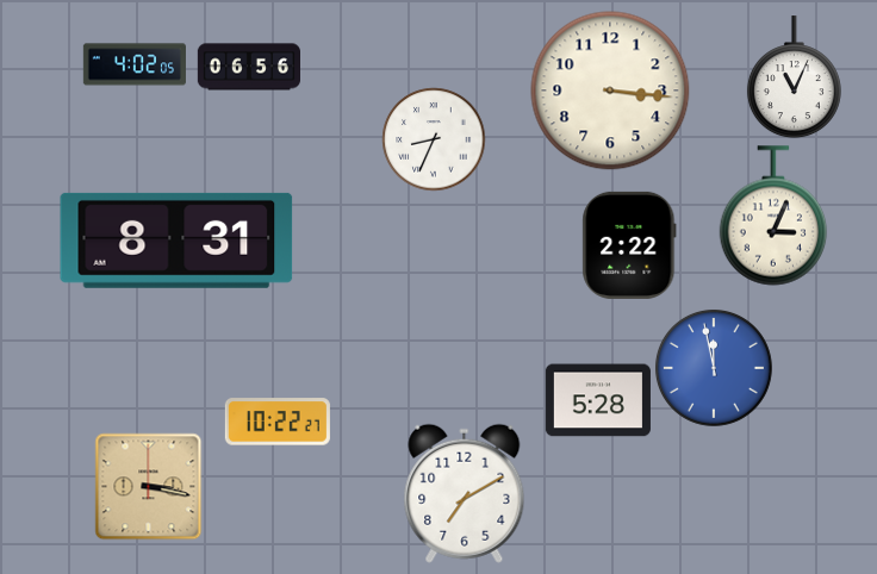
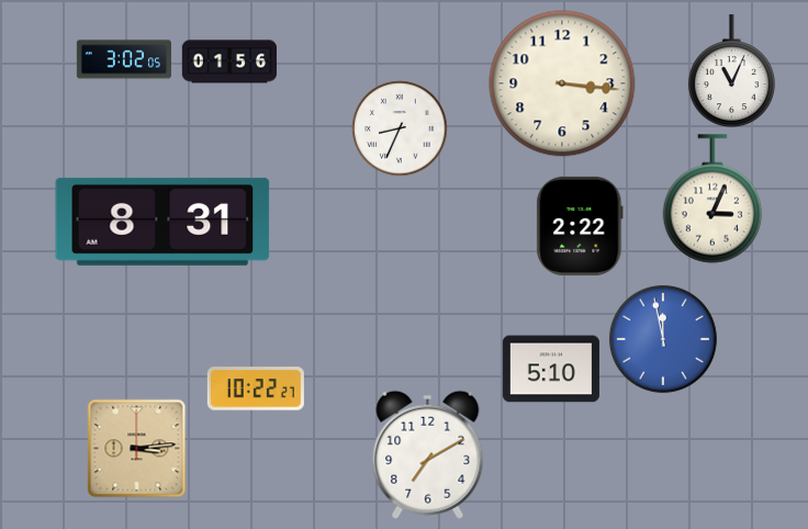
clock at (135, 64): 4:02 -> 3:02
clock at (248, 67): 06:56 -> 01:56
clock at (714, 368) position: (714, 368) -> (663, 339)
clock at (598, 400): 5:28 -> 5:10
clock at (148, 486): 3:17 -> 3:14
